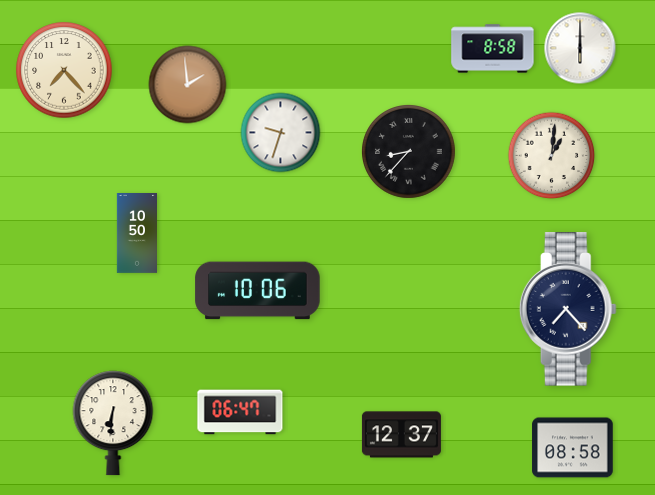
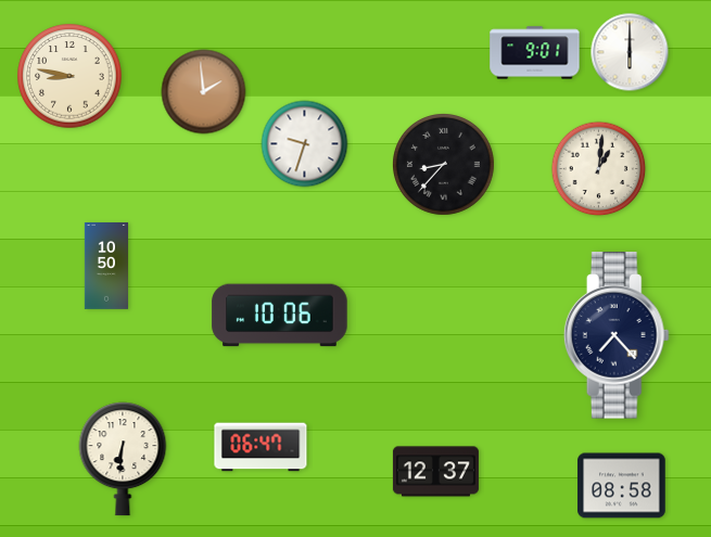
clock at (493, 49): 8:58 -> 9:01
clock at (64, 70): 7:23 -> 8:47
clock at (136, 234) position: (136, 234) -> (105, 267)
